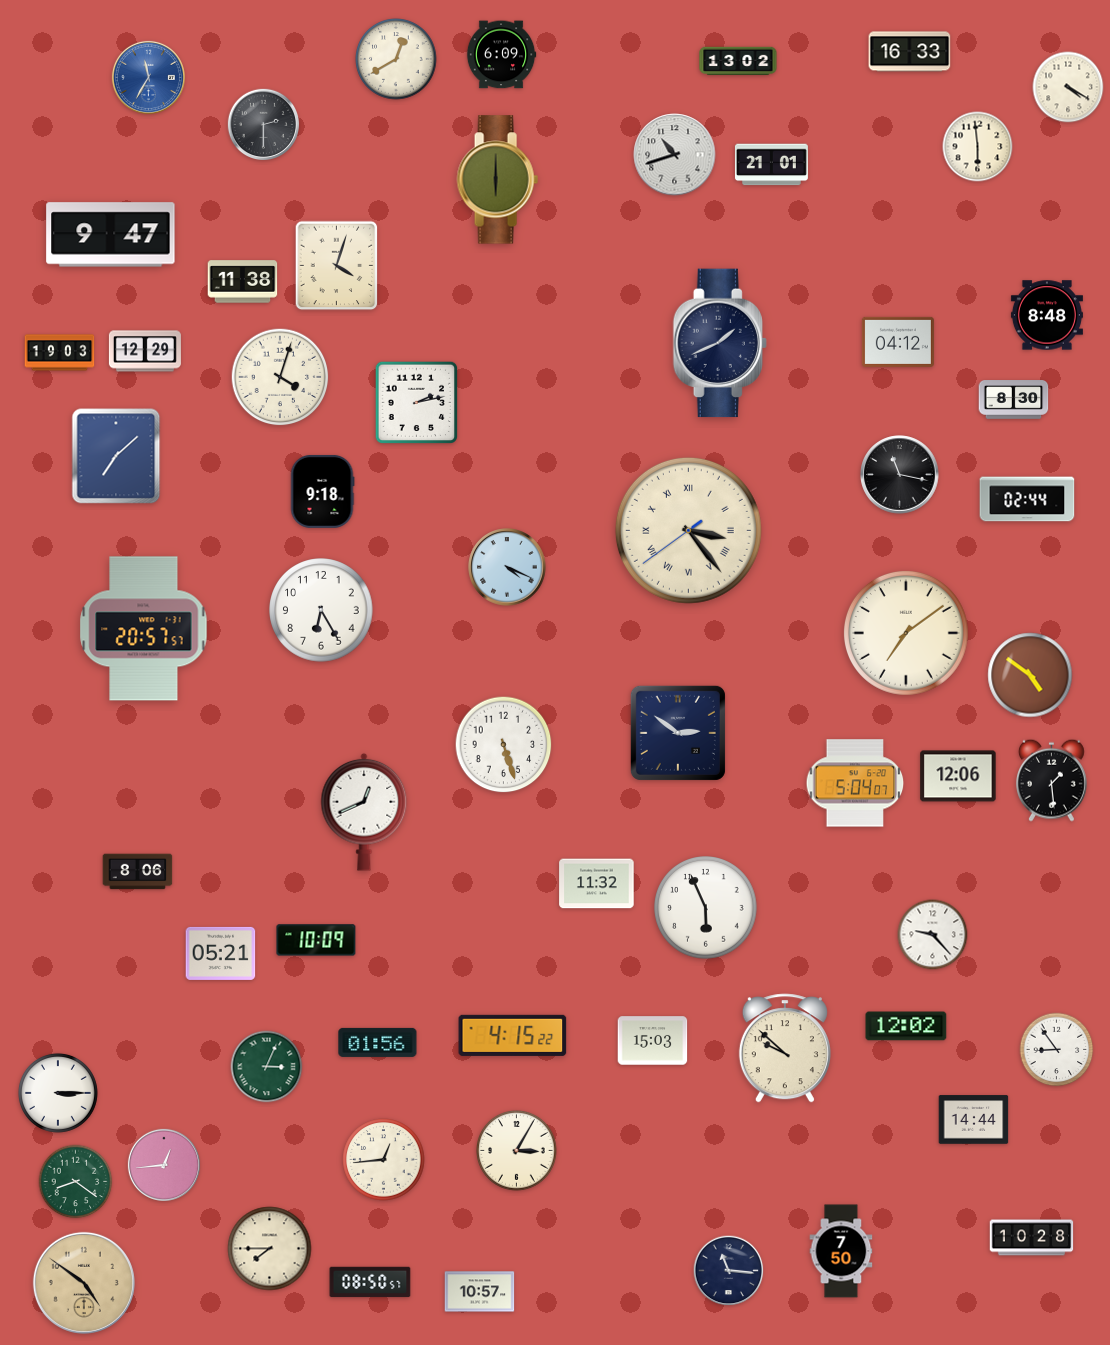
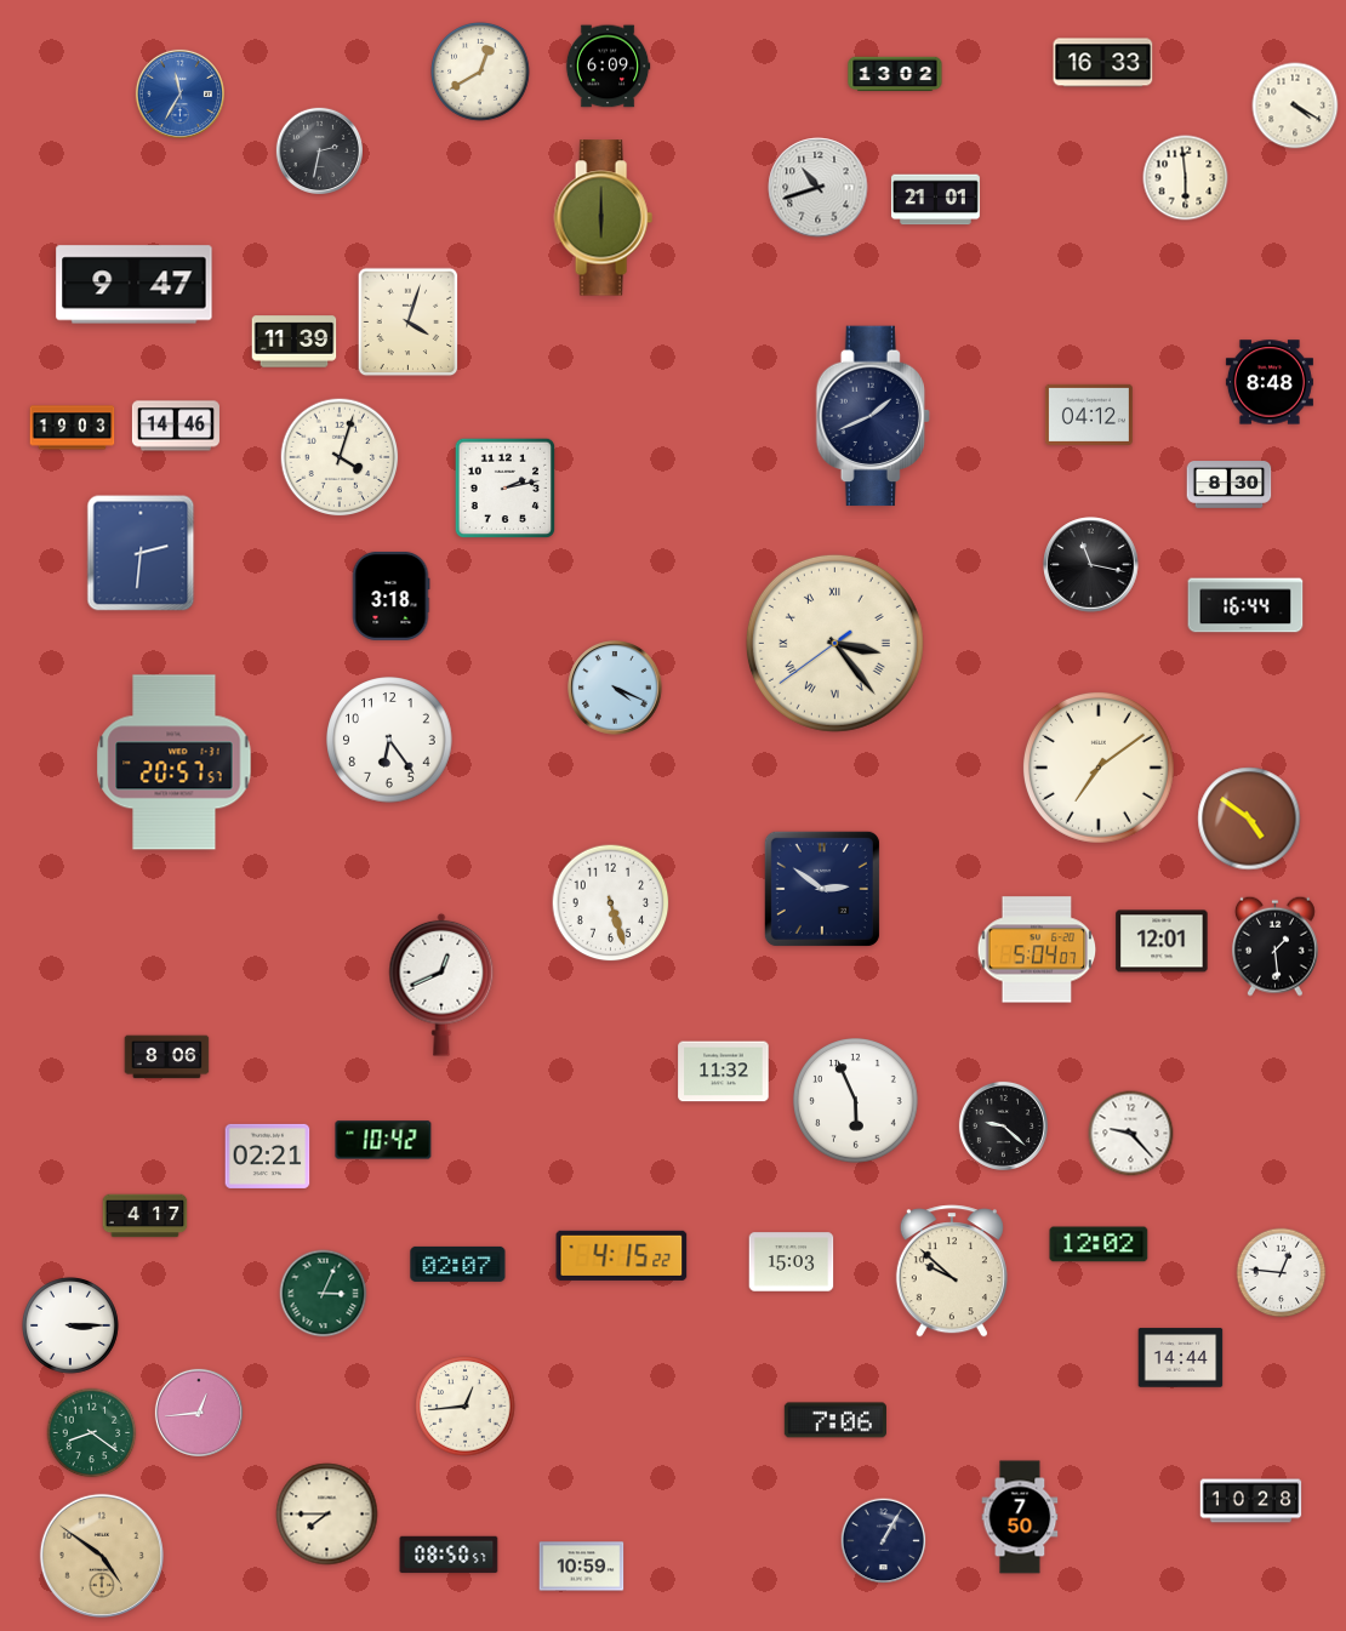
clock at (263, 124): 2:30 -> 2:32
clock at (243, 282): 11:38 -> 11:39
clock at (145, 351): 12:29 -> 14:46
clock at (116, 456): 7:08 -> 2:31
clock at (900, 475) position: (900, 475) -> (1091, 565)
clock at (322, 491): 9:18 -> 3:18
clock at (1027, 499): 02:44 -> 16:44
clock at (321, 610): 6:25 -> 6:24
clock at (958, 776): 12:06 -> 12:01
clock at (1003, 1125): none -> 9:22
clock at (316, 940): 10:09 -> 10:42
clock at (221, 953): 05:21 -> 02:21
clock at (146, 1216): none -> 4:17
clock at (378, 1042): 01:56 -> 02:07
clock at (1057, 1050): 8:54 -> 12:46
clock at (517, 1151): 3:05 -> none
clock at (835, 1420): none -> 7:06
clock at (729, 1271): 11:16 -> 1:05
clock at (480, 1292): 10:57 -> 10:59
